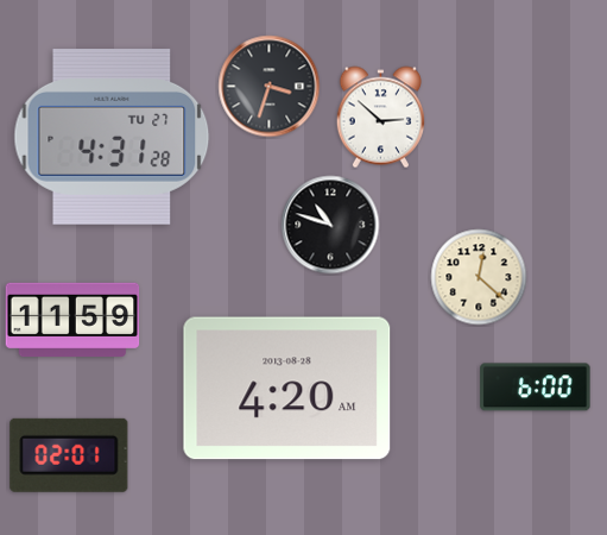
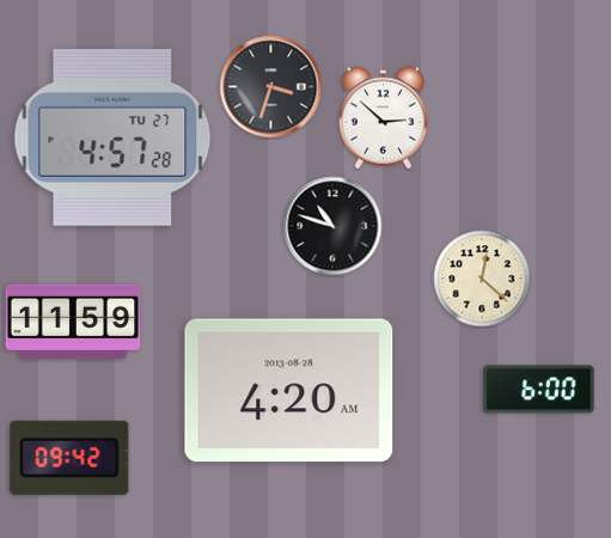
clock at (112, 137): 4:31 -> 4:57
clock at (69, 455): 02:01 -> 09:42
